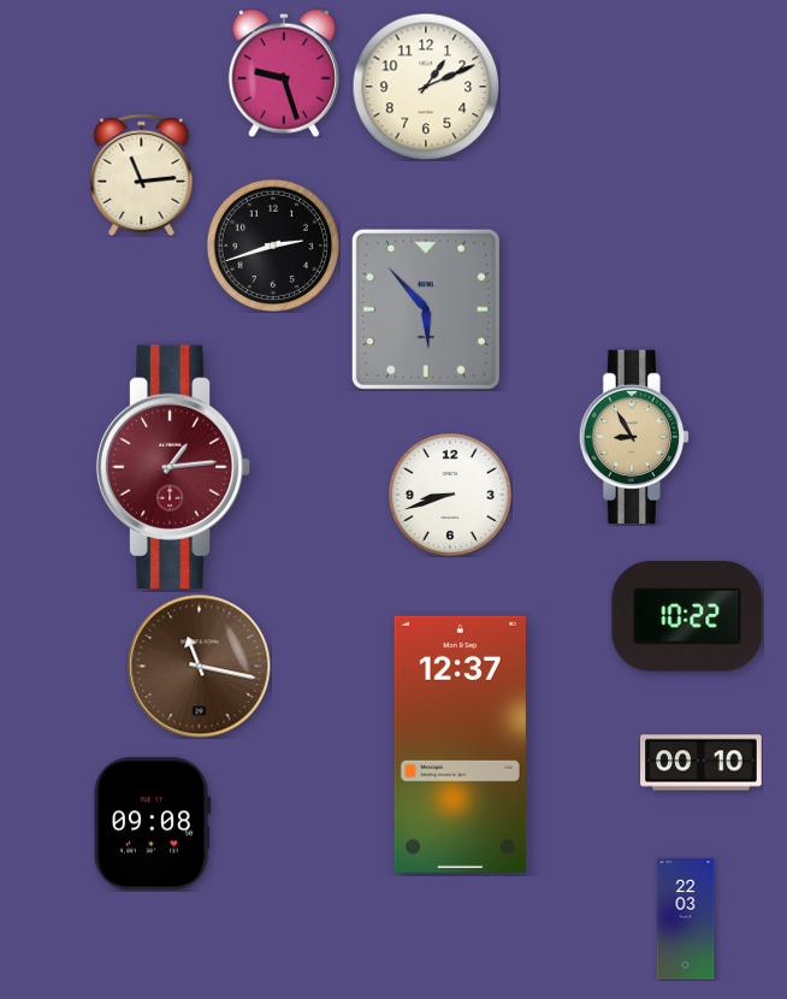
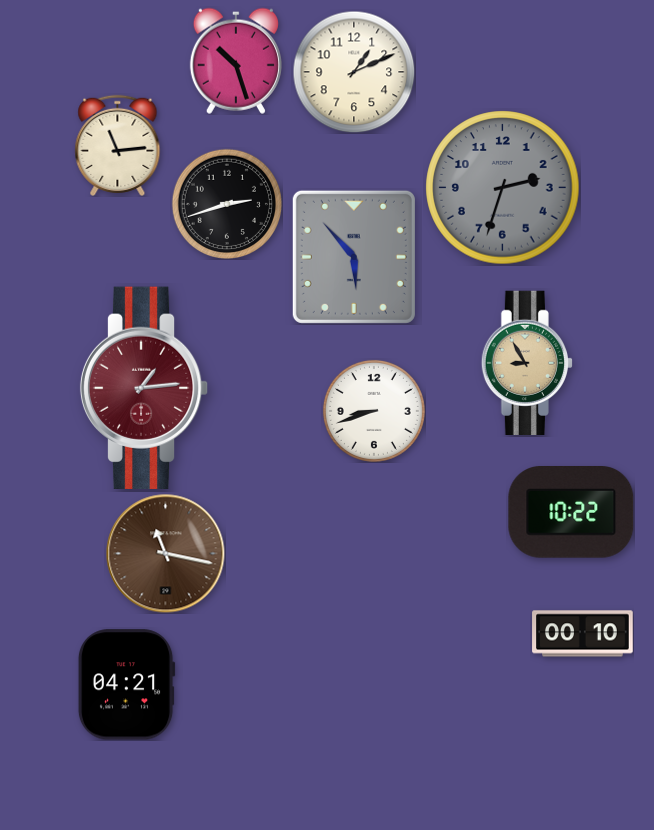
clock at (284, 73): 9:27 -> 10:27
clock at (503, 188): none -> 2:33
clock at (460, 744): 12:37 -> none
clock at (152, 824): 09:08 -> 04:21
clock at (686, 920): 22:03 -> none
